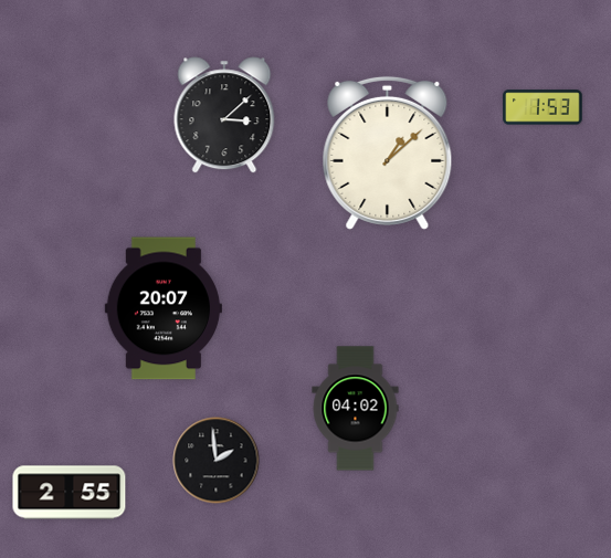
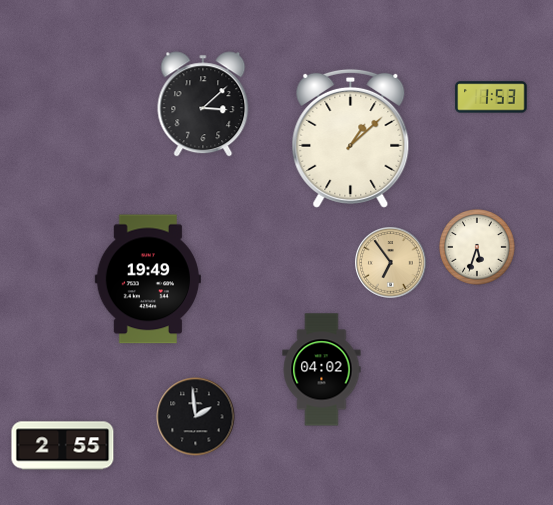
clock at (478, 248): none -> 5:33
clock at (391, 263): none -> 6:54
clock at (162, 308): 20:07 -> 19:49
